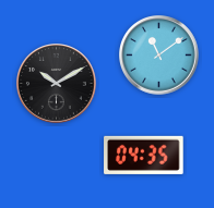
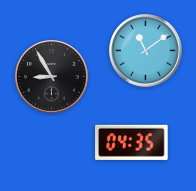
clock at (57, 84): 10:10 -> 8:55
